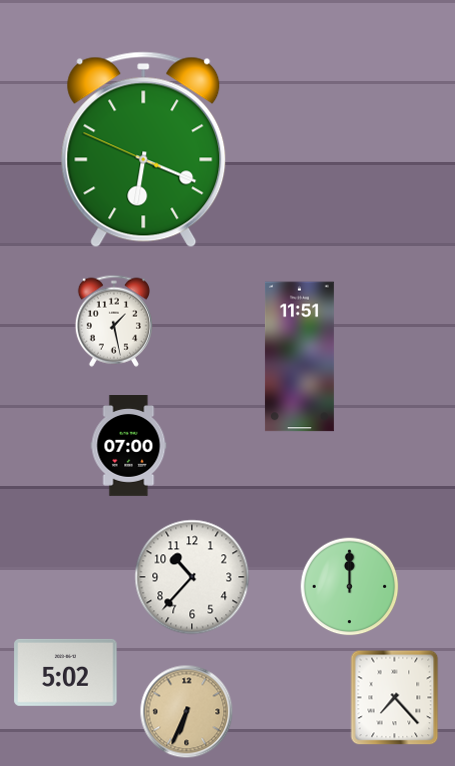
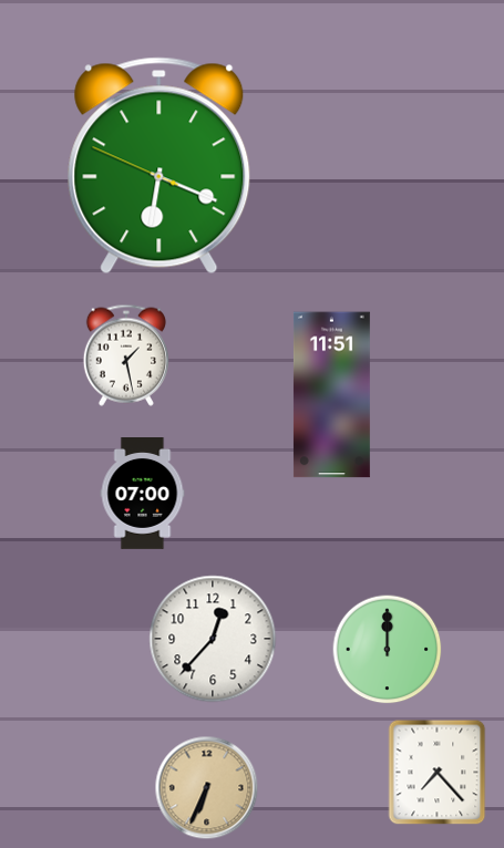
clock at (192, 577): 10:37 -> 12:37
clock at (66, 672): 5:02 -> none
